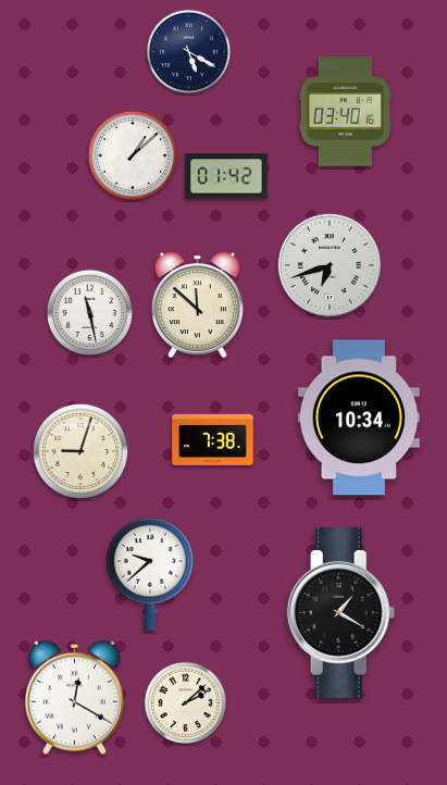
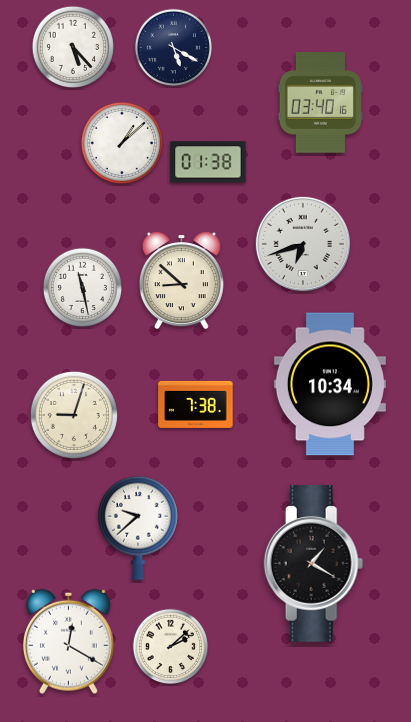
clock at (72, 46): none -> 5:23
clock at (345, 112) position: (345, 112) -> (320, 103)
clock at (226, 176): 01:42 -> 01:38
clock at (197, 306): 11:52 -> 8:52
